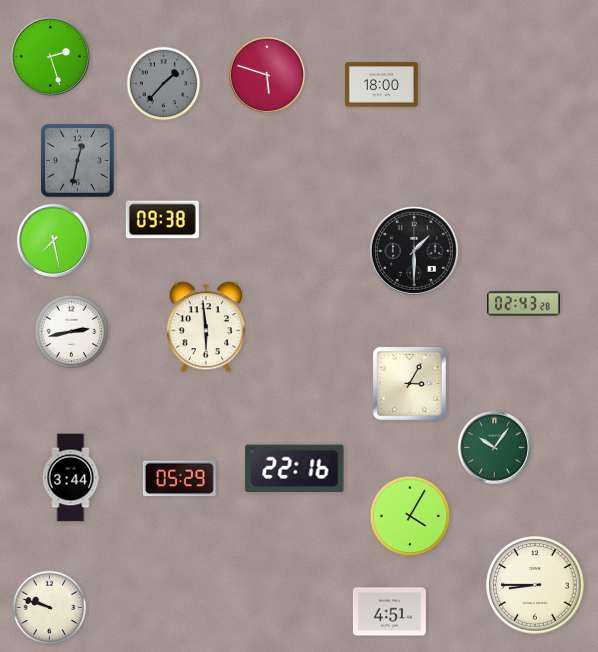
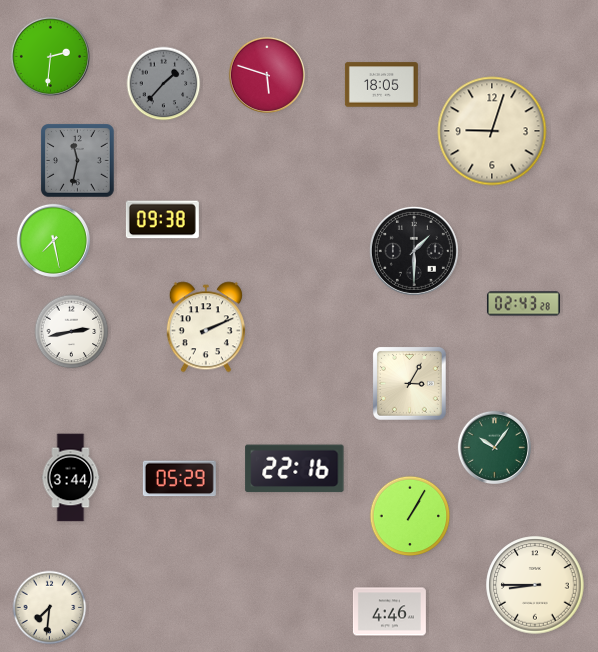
clock at (50, 56): 2:27 -> 2:31
clock at (381, 85): 18:00 -> 18:05
clock at (492, 131): none -> 9:03
clock at (78, 161): 12:32 -> 11:32
clock at (206, 327): 5:59 -> 2:11
clock at (410, 516): 4:05 -> 1:05
clock at (50, 608): 9:48 -> 7:31
clock at (389, 612): 4:51 -> 4:46
